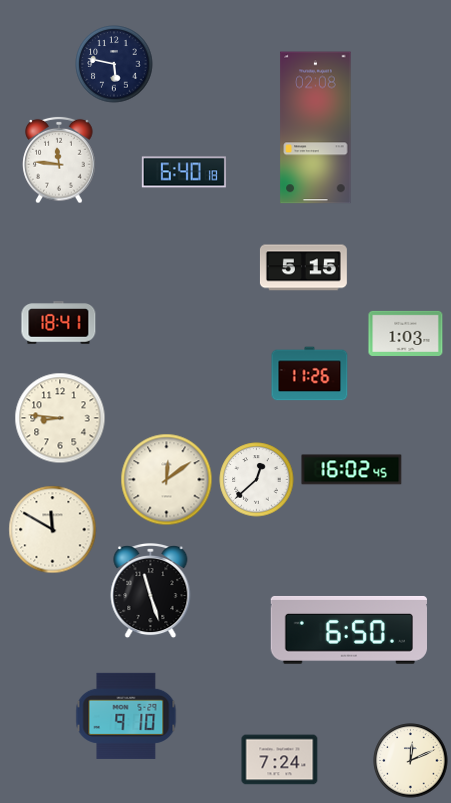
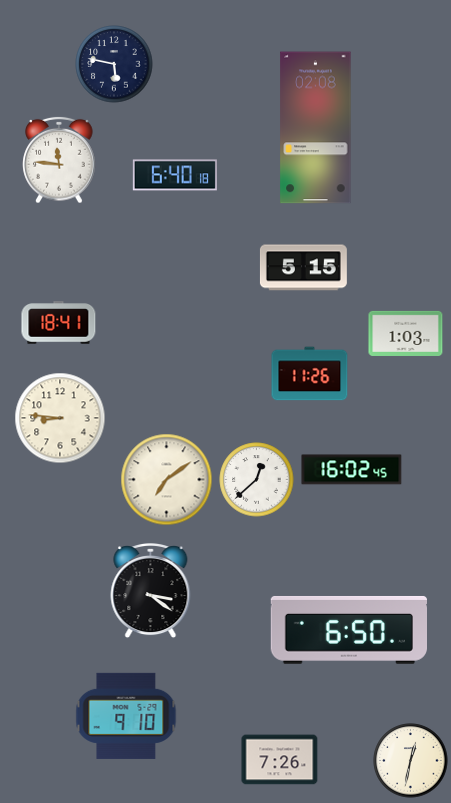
clock at (184, 172) position: (184, 172) -> (175, 175)
clock at (167, 480): 12:09 -> 7:09
clock at (53, 530): 11:50 -> none
clock at (151, 592): 11:27 -> 3:21
clock at (280, 760): 7:24 -> 7:26
clock at (411, 761): 12:11 -> 12:32
